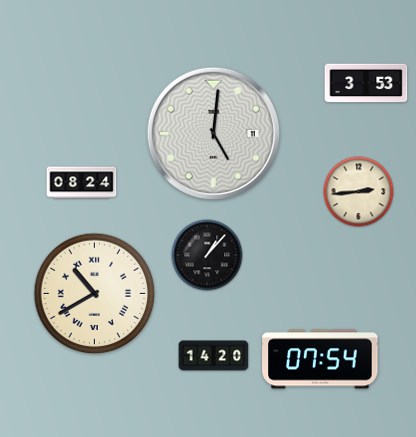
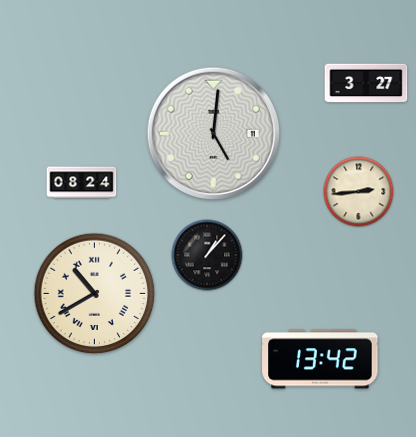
clock at (366, 83): 3:53 -> 3:27
clock at (214, 356): 14:20 -> none
clock at (320, 359): 07:54 -> 13:42
